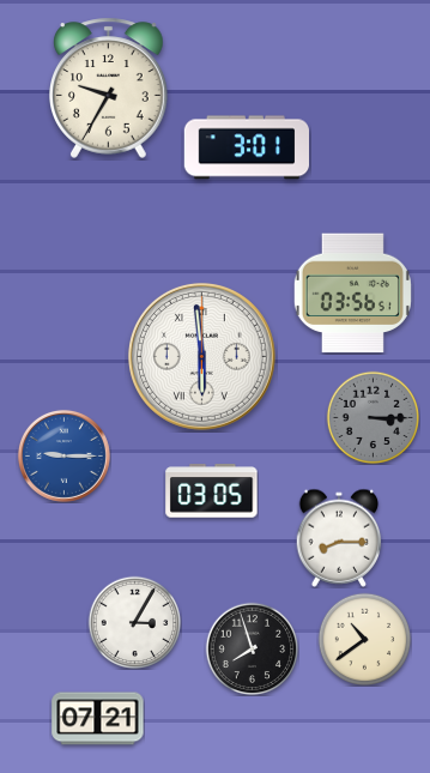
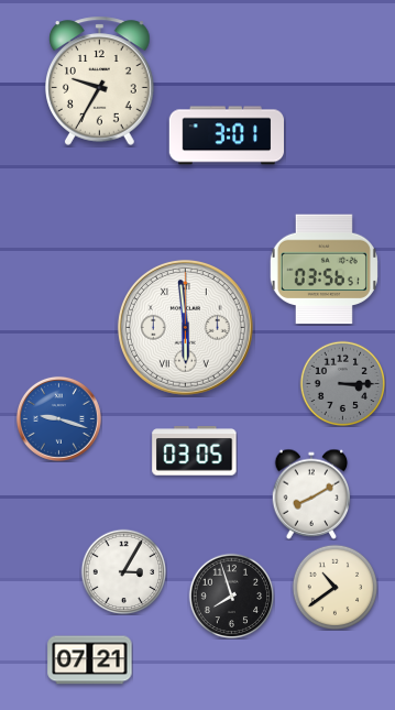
clock at (63, 455): 9:15 -> 9:18
clock at (339, 538): 8:15 -> 8:10
